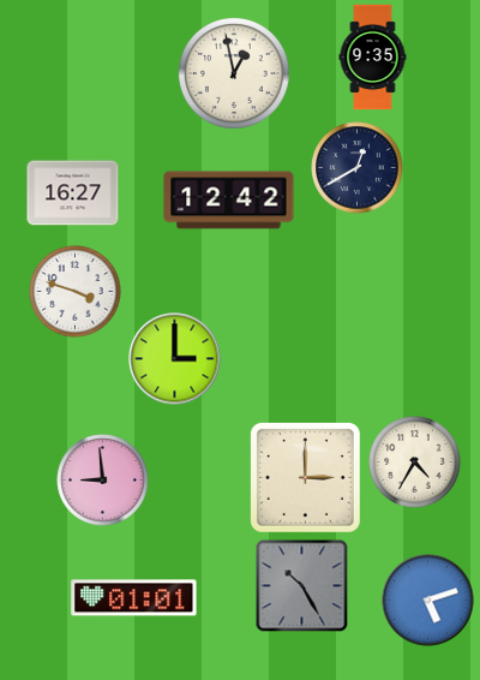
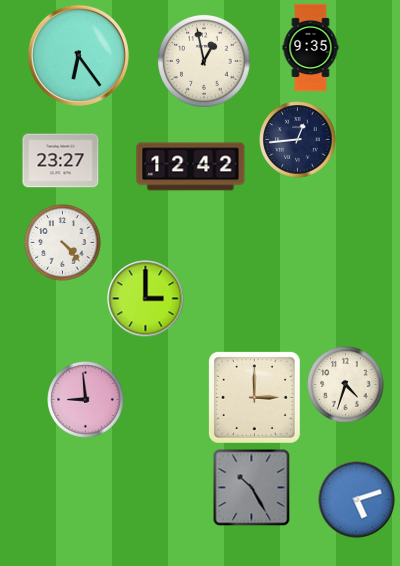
clock at (78, 55): none -> 6:24
clock at (234, 73) position: (234, 73) -> (204, 61)
clock at (358, 168): 12:40 -> 12:44
clock at (73, 193): 16:27 -> 23:27
clock at (76, 292): 3:48 -> 4:23
clock at (415, 463): 4:35 -> 4:33
clock at (134, 598): 01:01 -> none
